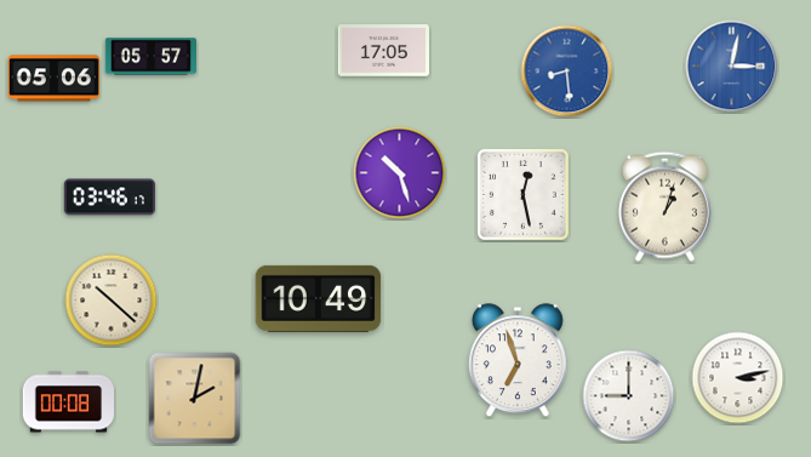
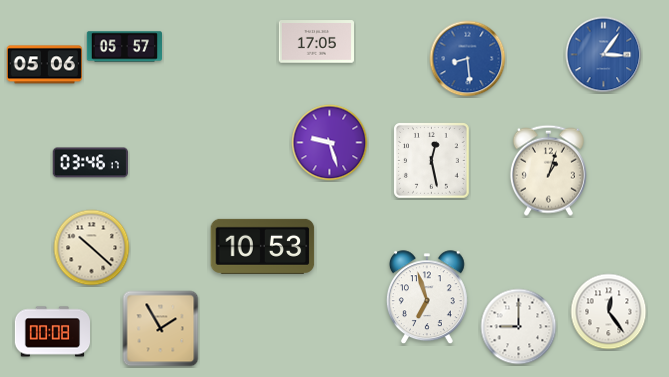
clock at (732, 67): 3:02 -> 3:06
clock at (400, 173): 10:27 -> 9:27
clock at (319, 298): 10:49 -> 10:53
clock at (738, 378): 3:13 -> 12:24
clock at (195, 399): 2:02 -> 1:55
clock at (68, 402) position: (68, 402) -> (52, 332)
